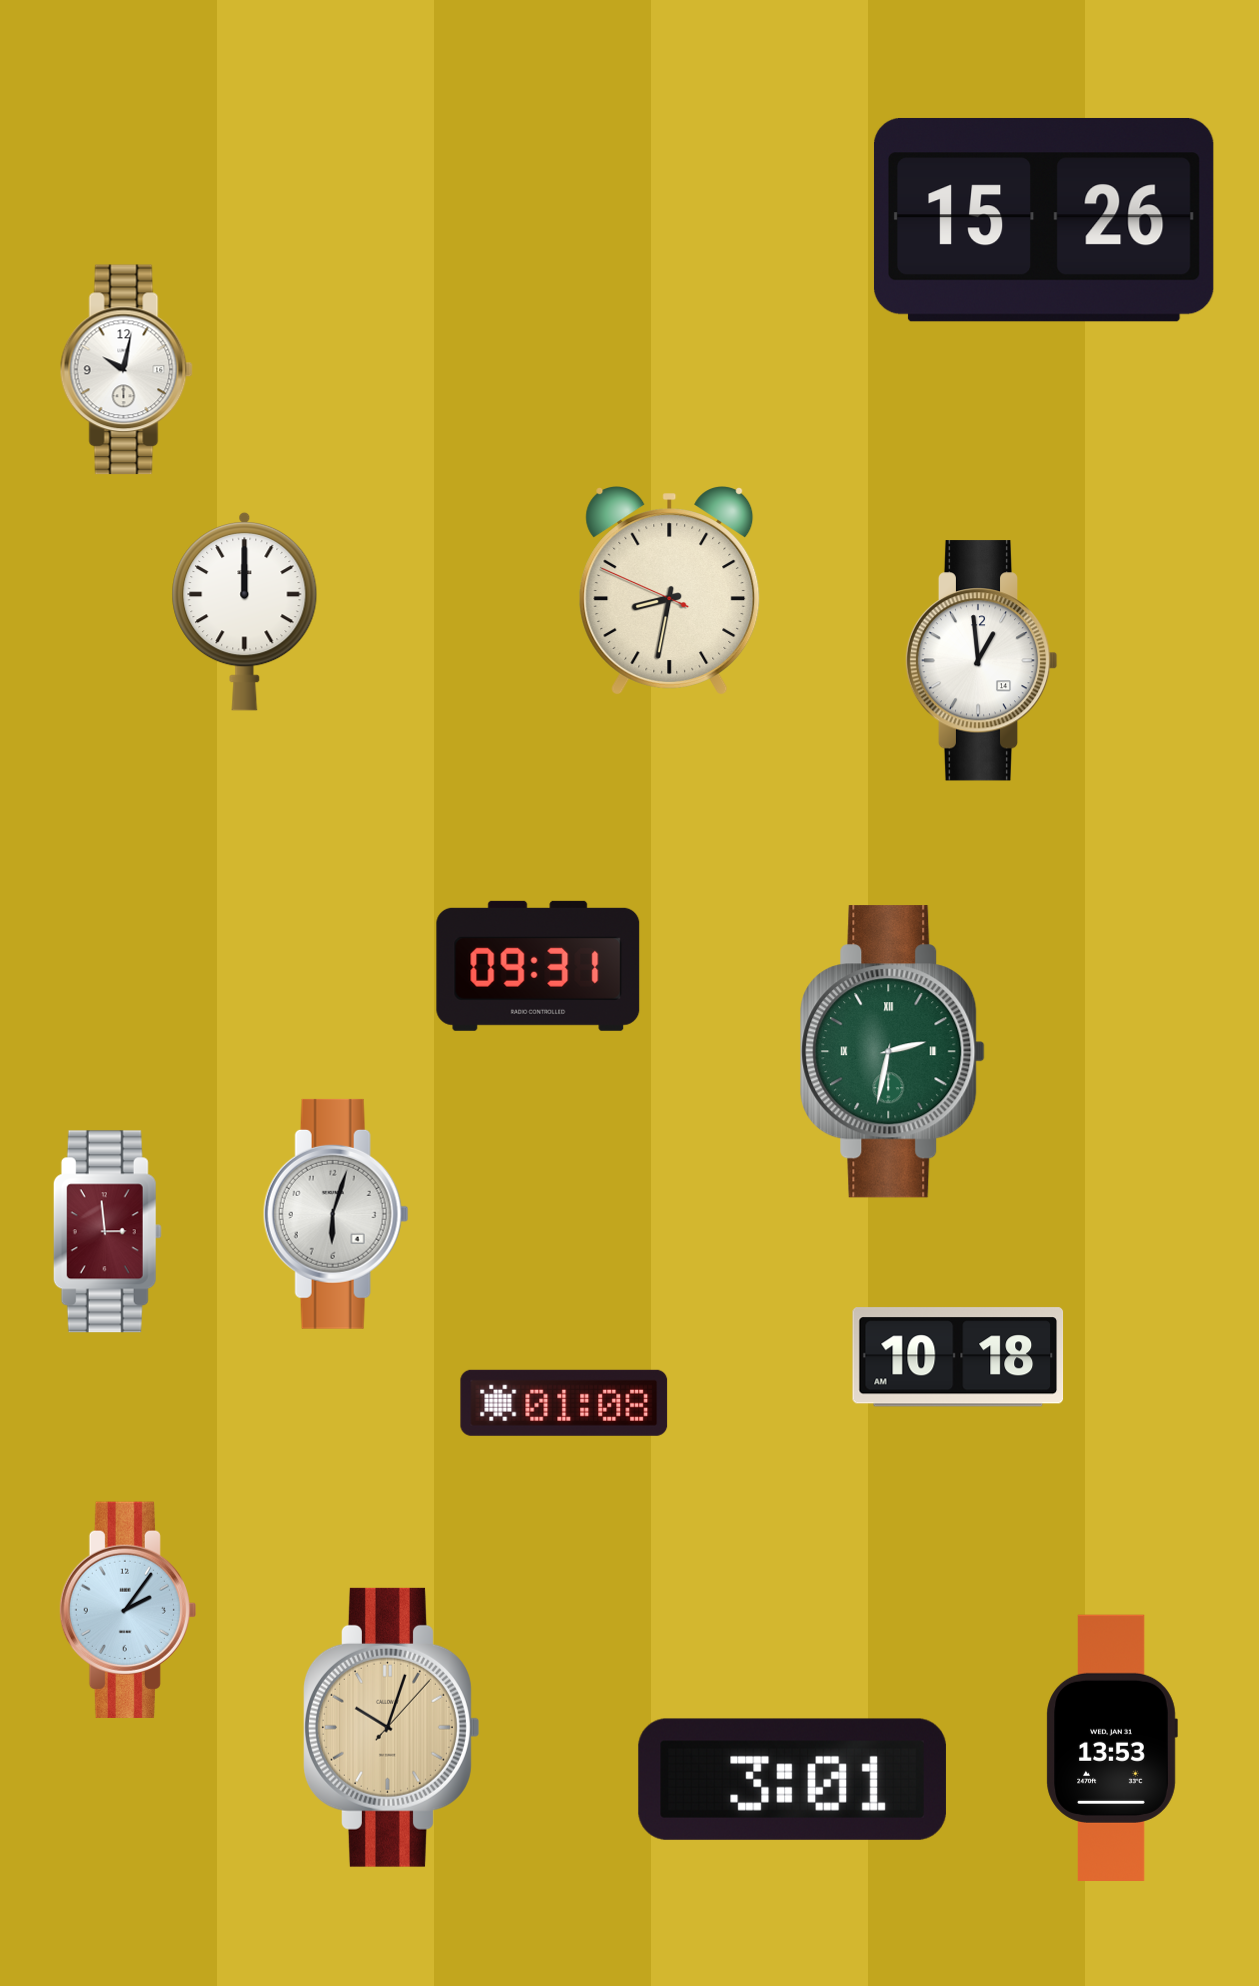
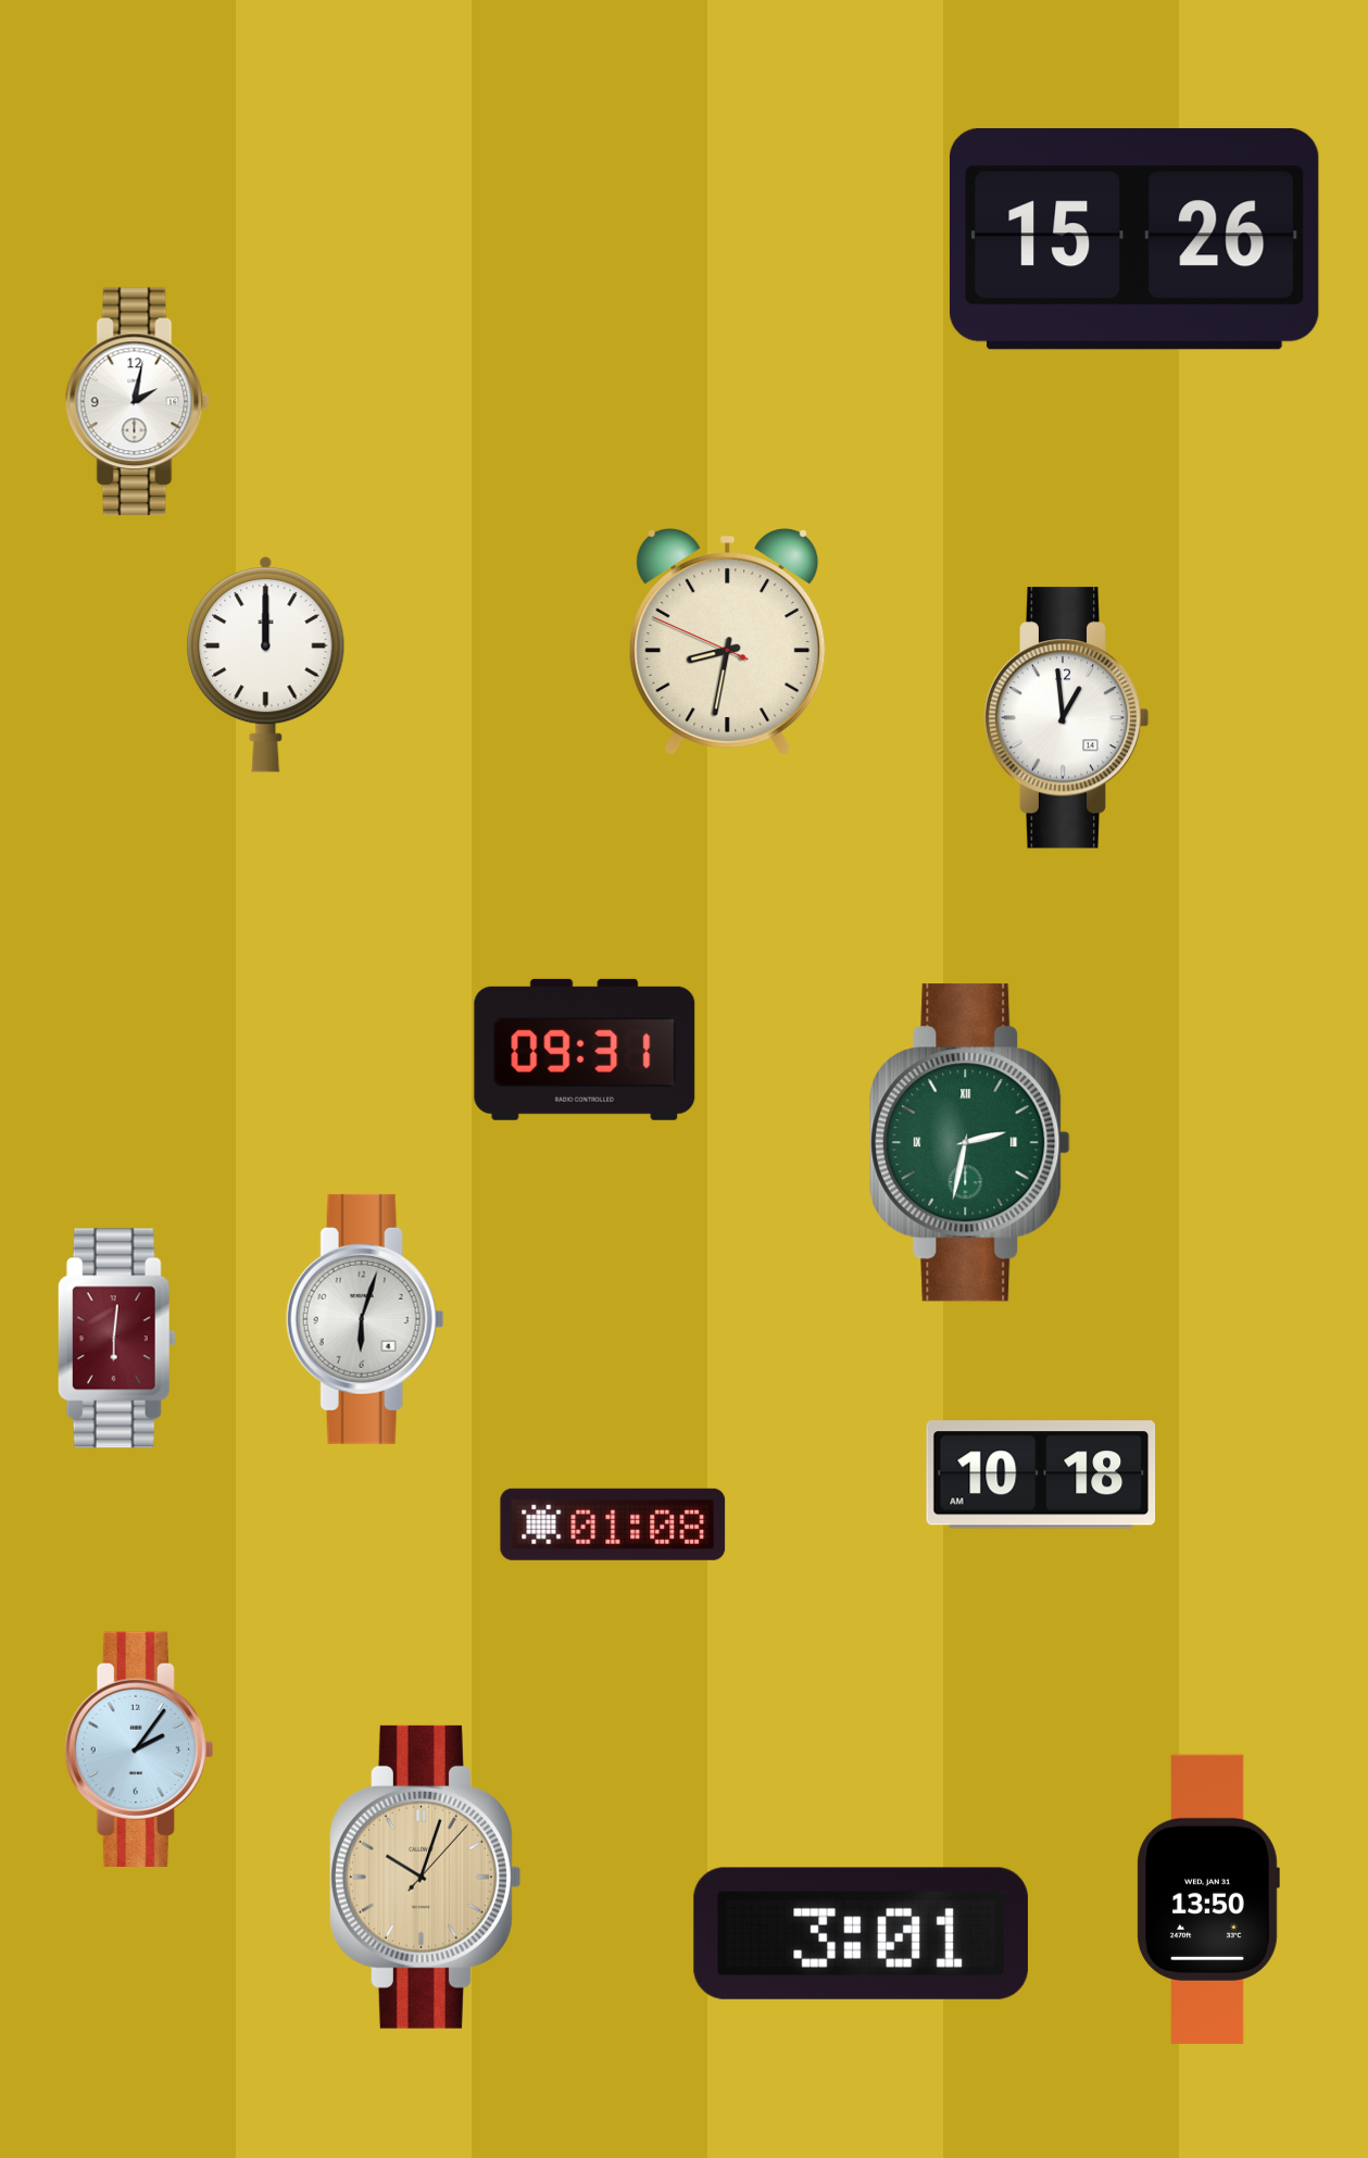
clock at (126, 370): 10:02 -> 2:02
clock at (107, 1232): 2:59 -> 6:01
clock at (1112, 1748): 13:53 -> 13:50
